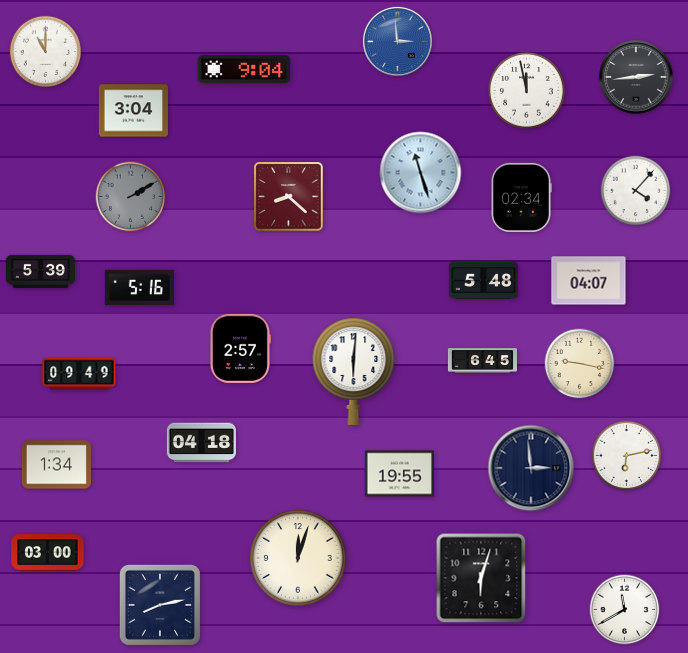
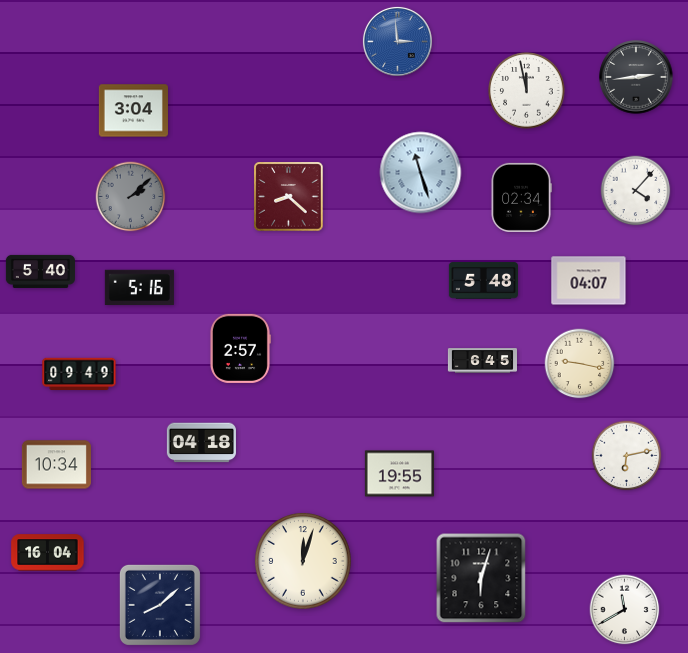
clock at (46, 52): 11:00 -> none
clock at (244, 69): 9:04 -> none
clock at (131, 197): 2:10 -> 2:08
clock at (40, 271): 5:39 -> 5:40
clock at (354, 371): 6:01 -> none
clock at (56, 465): 1:34 -> 10:34
clock at (531, 468): 2:59 -> none
clock at (48, 553): 03:00 -> 16:04
clock at (298, 558) position: (298, 558) -> (303, 561)
clock at (160, 605): 8:13 -> 8:08
